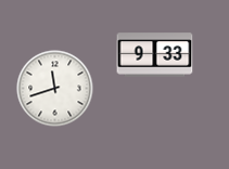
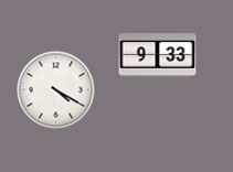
clock at (55, 89): 11:42 -> 4:20
